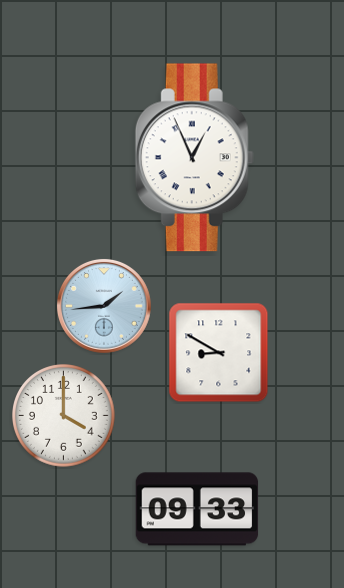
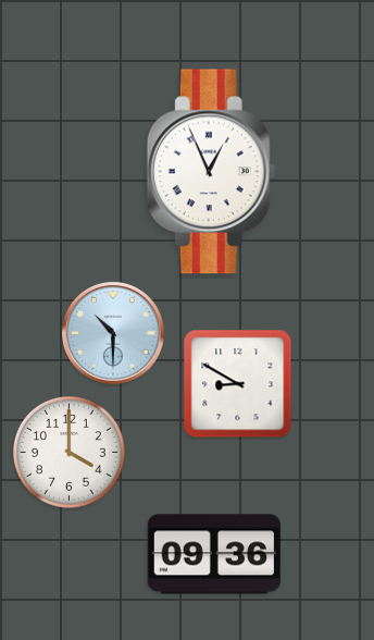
clock at (104, 306): 1:44 -> 10:30
clock at (197, 509): 09:33 -> 09:36
